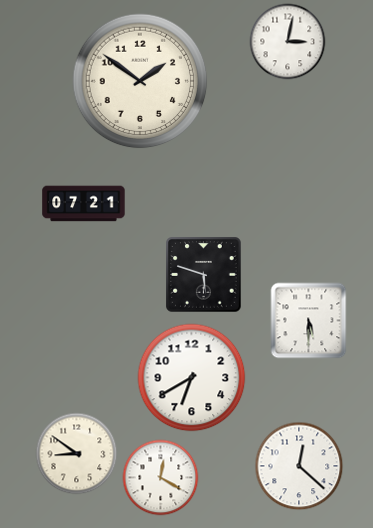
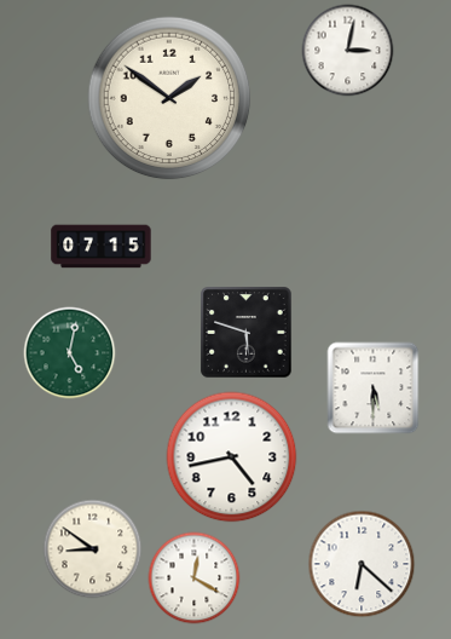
clock at (84, 204): 07:21 -> 07:15
clock at (70, 353): none -> 5:02
clock at (192, 378): 6:40 -> 4:43
clock at (299, 466): 12:22 -> 6:22
